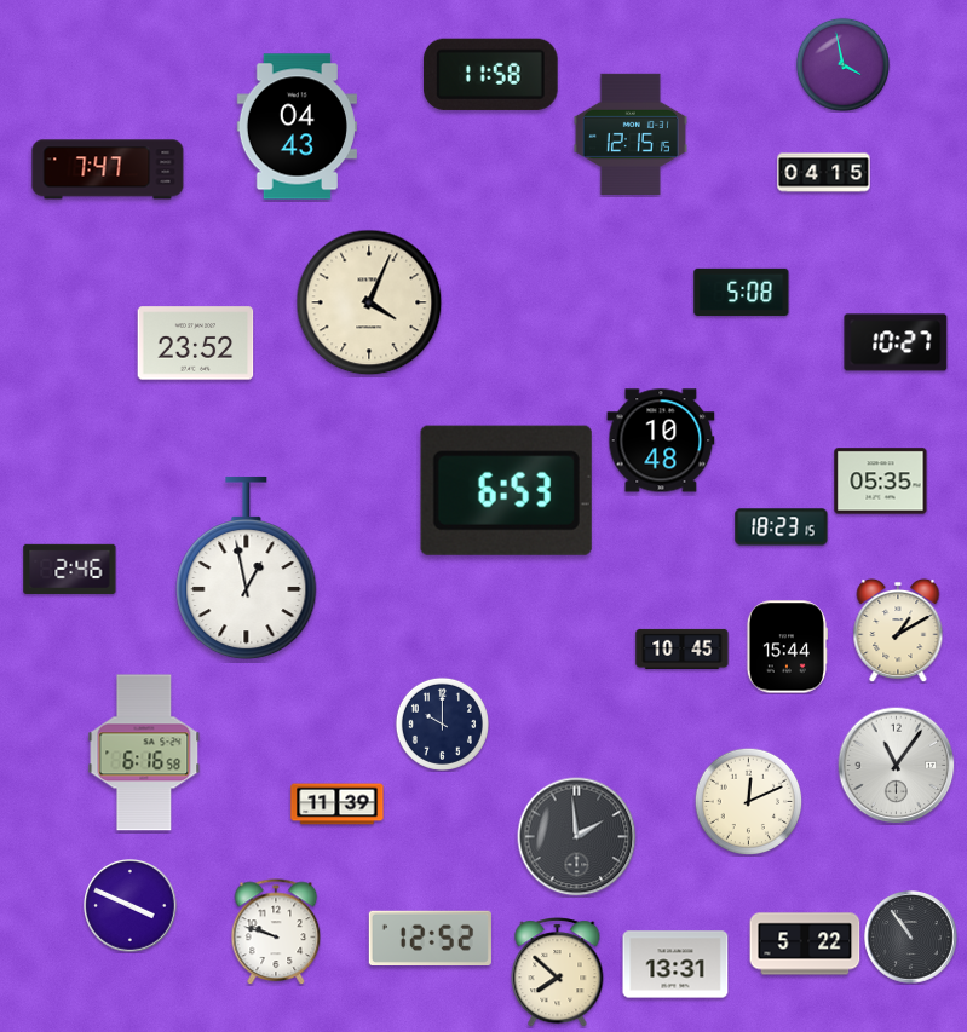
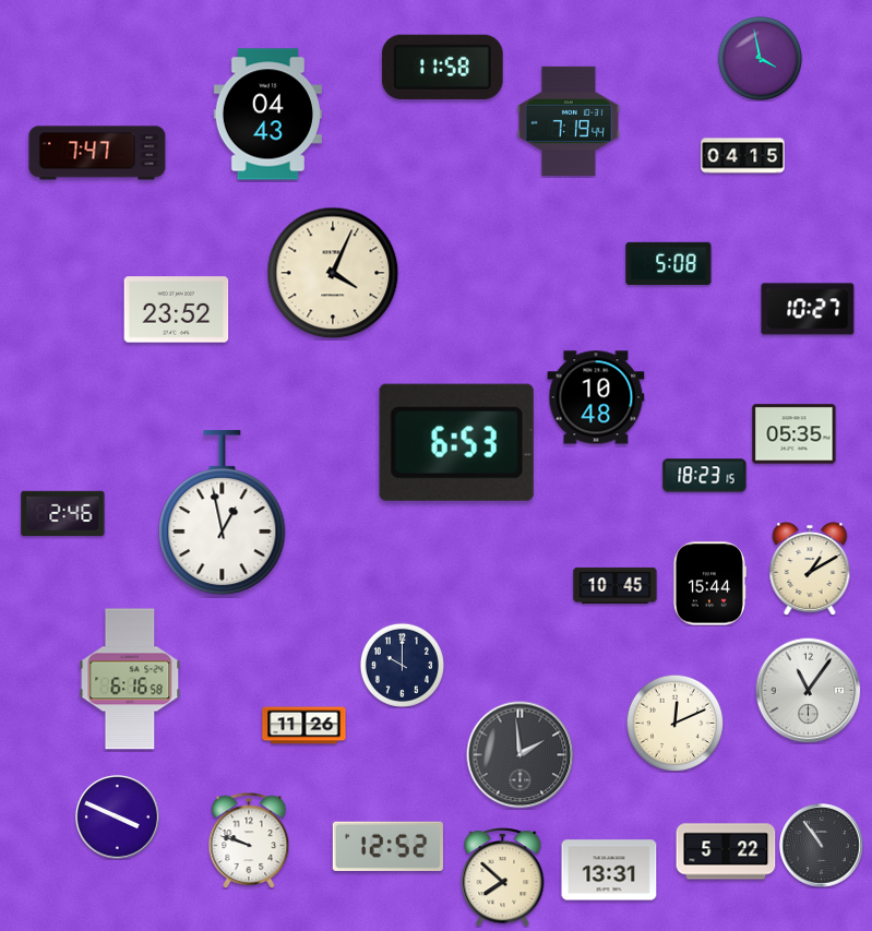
clock at (631, 134): 12:15 -> 7:19
clock at (442, 723) position: (442, 723) -> (402, 665)
clock at (338, 805): 11:39 -> 11:26
